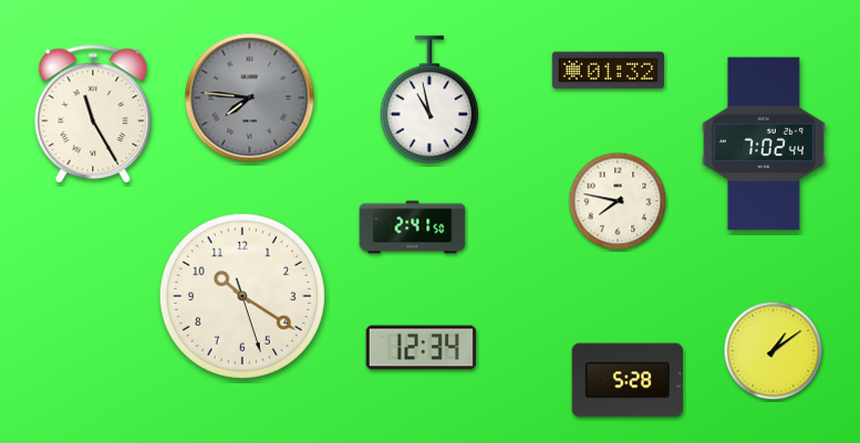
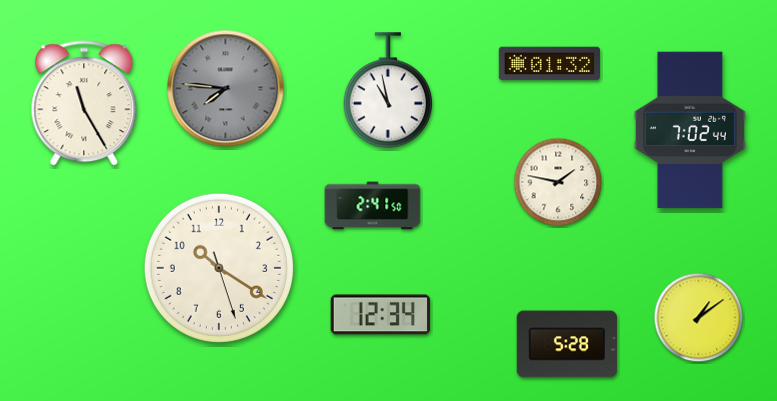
clock at (618, 201): 7:47 -> 1:47
